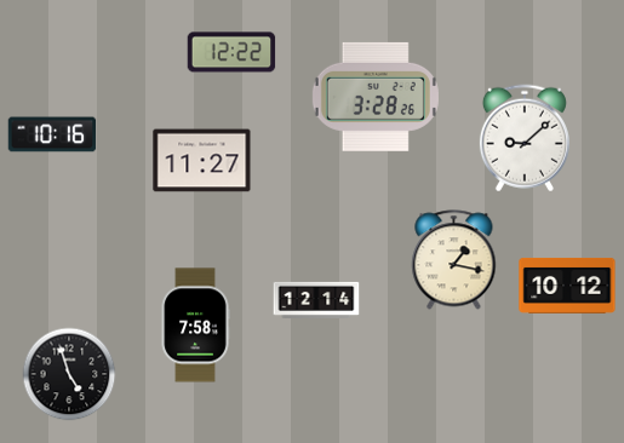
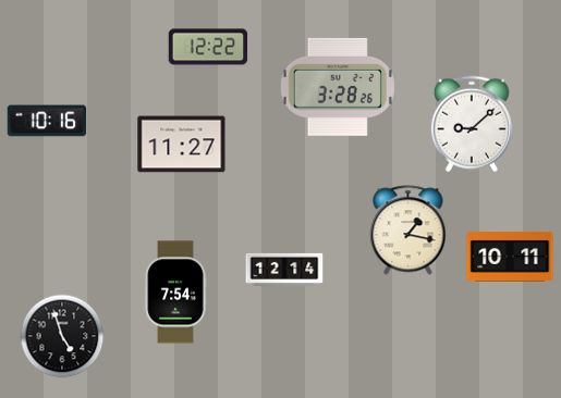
clock at (454, 260) position: (454, 260) -> (408, 231)
clock at (567, 286): 10:12 -> 10:11
clock at (195, 326): 7:58 -> 7:54
